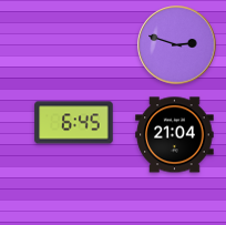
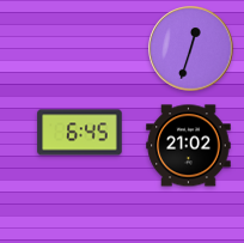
clock at (177, 45): 2:48 -> 12:33
clock at (175, 135): 21:04 -> 21:02
